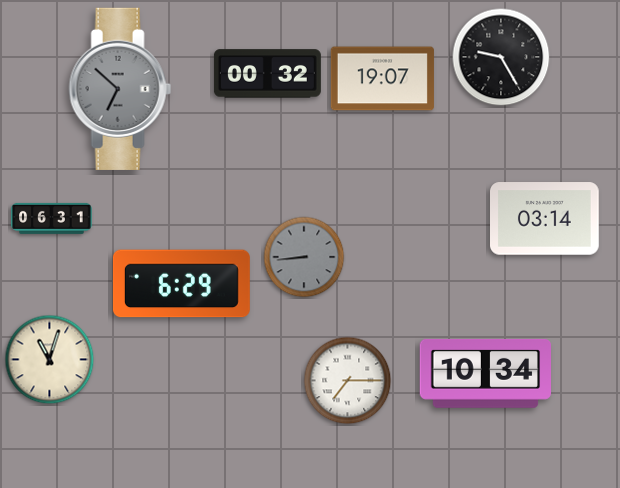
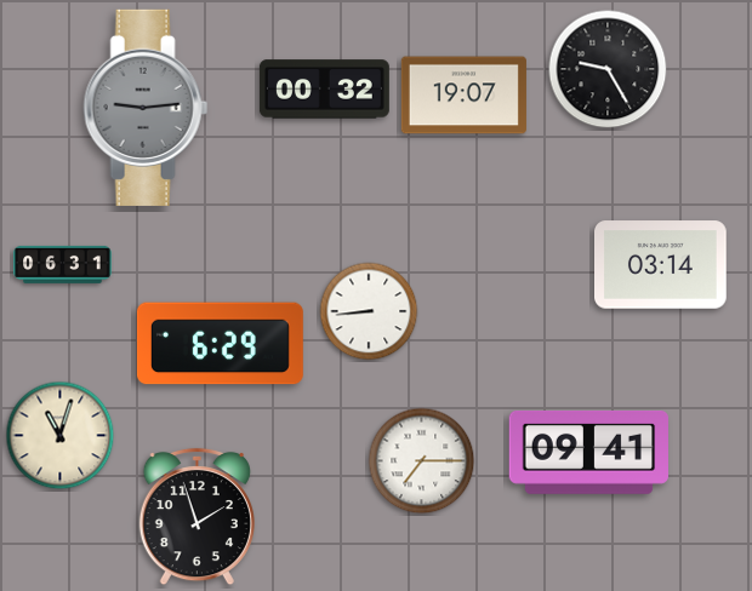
clock at (120, 89): 6:52 -> 9:14
clock at (304, 257) dial: grey -> white
clock at (486, 373): 10:34 -> 09:41
clock at (196, 517): none -> 1:57
